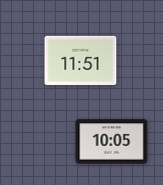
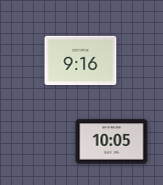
clock at (81, 60): 11:51 -> 9:16
